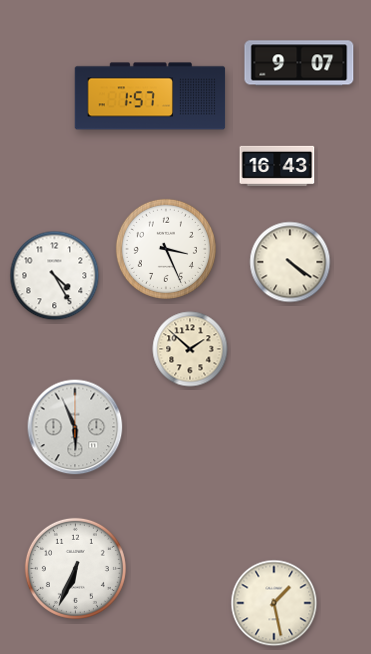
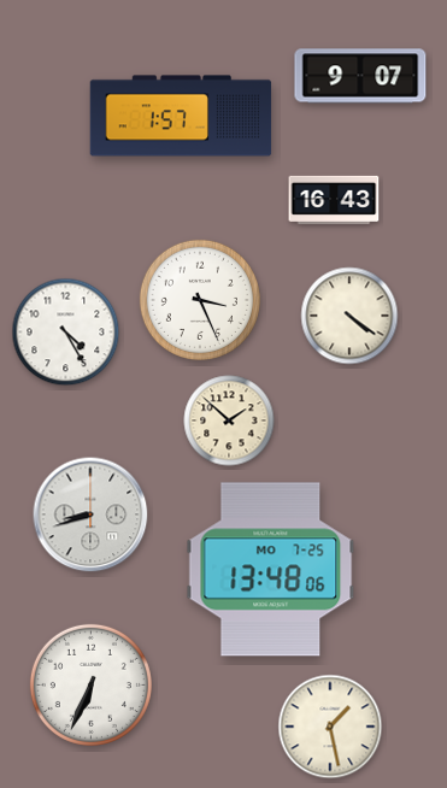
clock at (75, 427): 5:56 -> 8:42
clock at (271, 570): none -> 13:48
